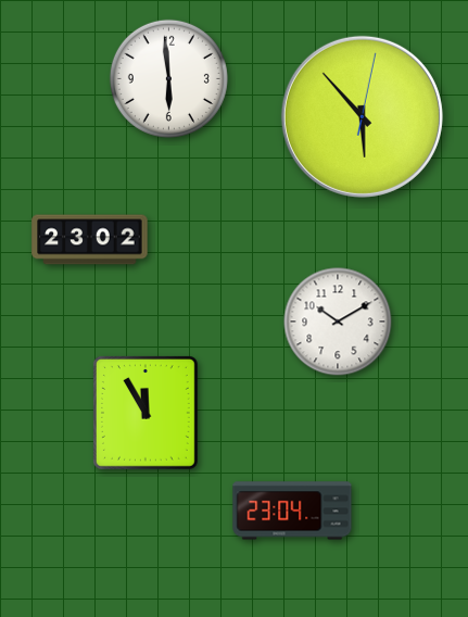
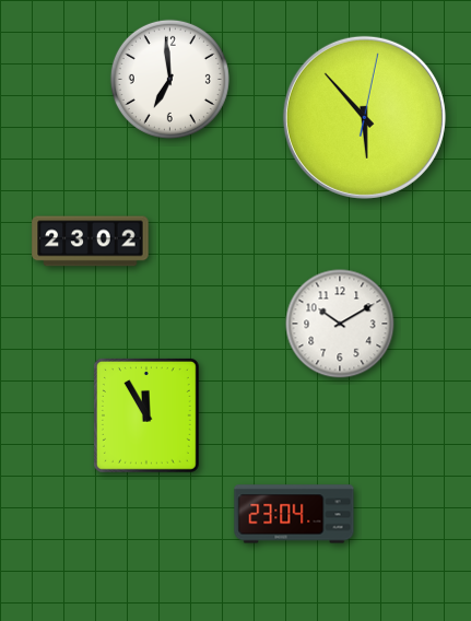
clock at (168, 78): 5:59 -> 6:59
